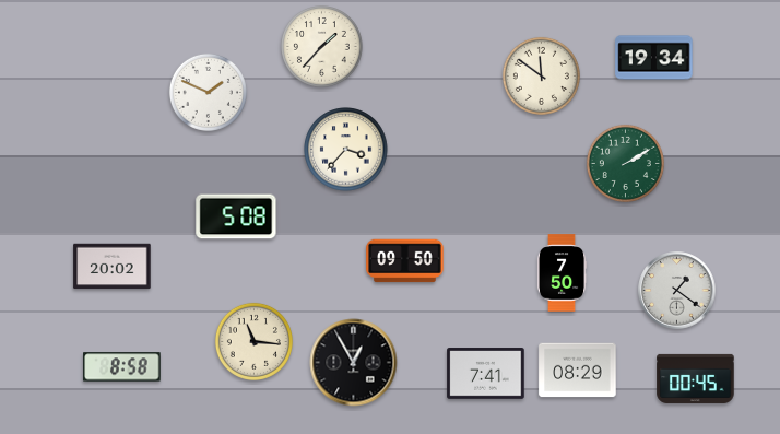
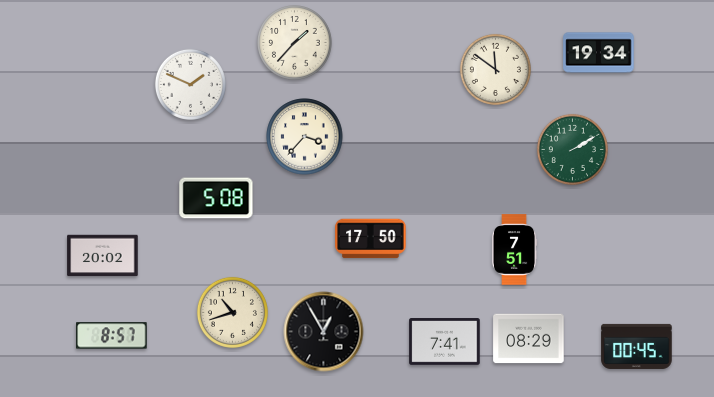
clock at (346, 150) position: (346, 150) -> (305, 137)
clock at (405, 261): 09:50 -> 17:50
clock at (113, 267) position: (113, 267) -> (103, 256)
clock at (562, 273): 7:50 -> 7:51
clock at (677, 291): 1:21 -> none
clock at (253, 341): 11:16 -> 10:42
clock at (122, 367): 8:58 -> 8:57
